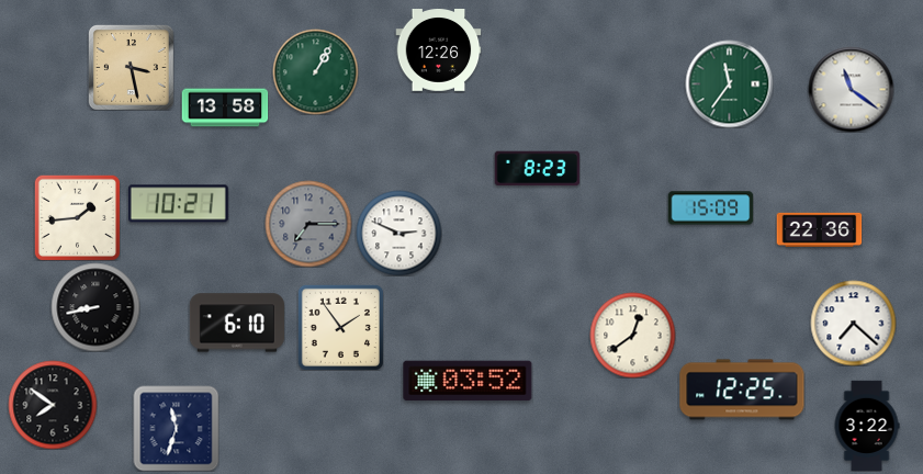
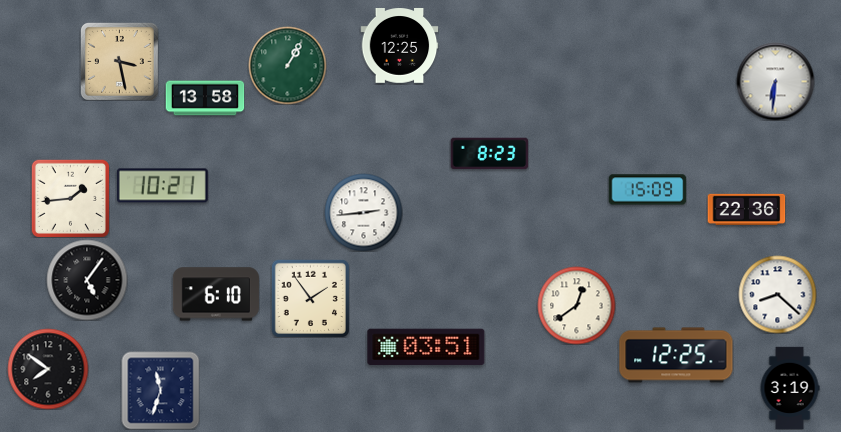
clock at (438, 50): 12:26 -> 12:25
clock at (729, 83): 11:36 -> none
clock at (851, 89): 11:21 -> 6:31
clock at (308, 224): 7:15 -> none
clock at (398, 233): 2:49 -> 2:44
clock at (95, 307): 8:43 -> 5:06
clock at (853, 323): 7:22 -> 8:22
clock at (468, 381): 03:52 -> 03:51
clock at (867, 426): 3:22 -> 3:19
